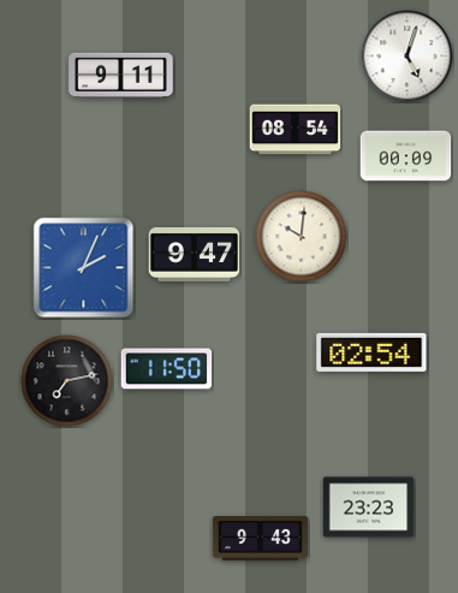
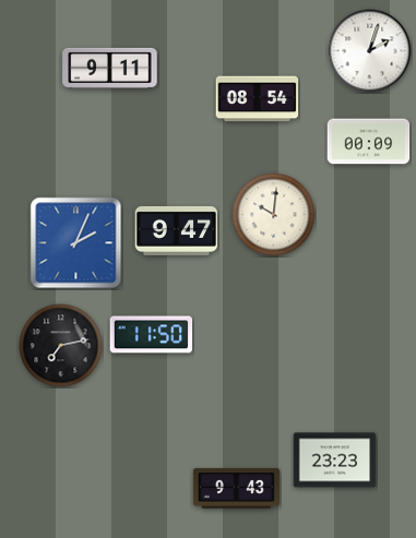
clock at (408, 57): 5:03 -> 2:03
clock at (296, 130) position: (296, 130) -> (258, 99)
clock at (371, 352): 02:54 -> none
